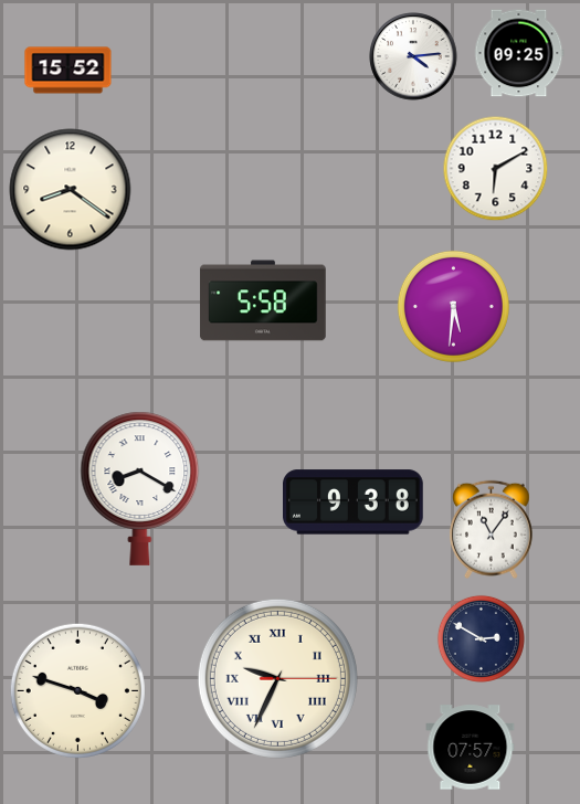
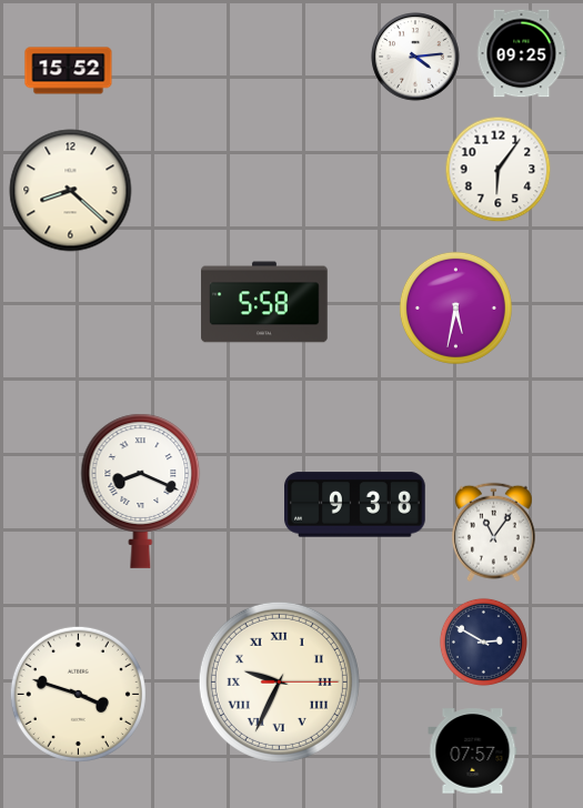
clock at (496, 169): 6:10 -> 6:06
clock at (71, 190): 8:21 -> 8:22
clock at (453, 306): 5:31 -> 5:32
clock at (140, 488): 8:20 -> 8:19
